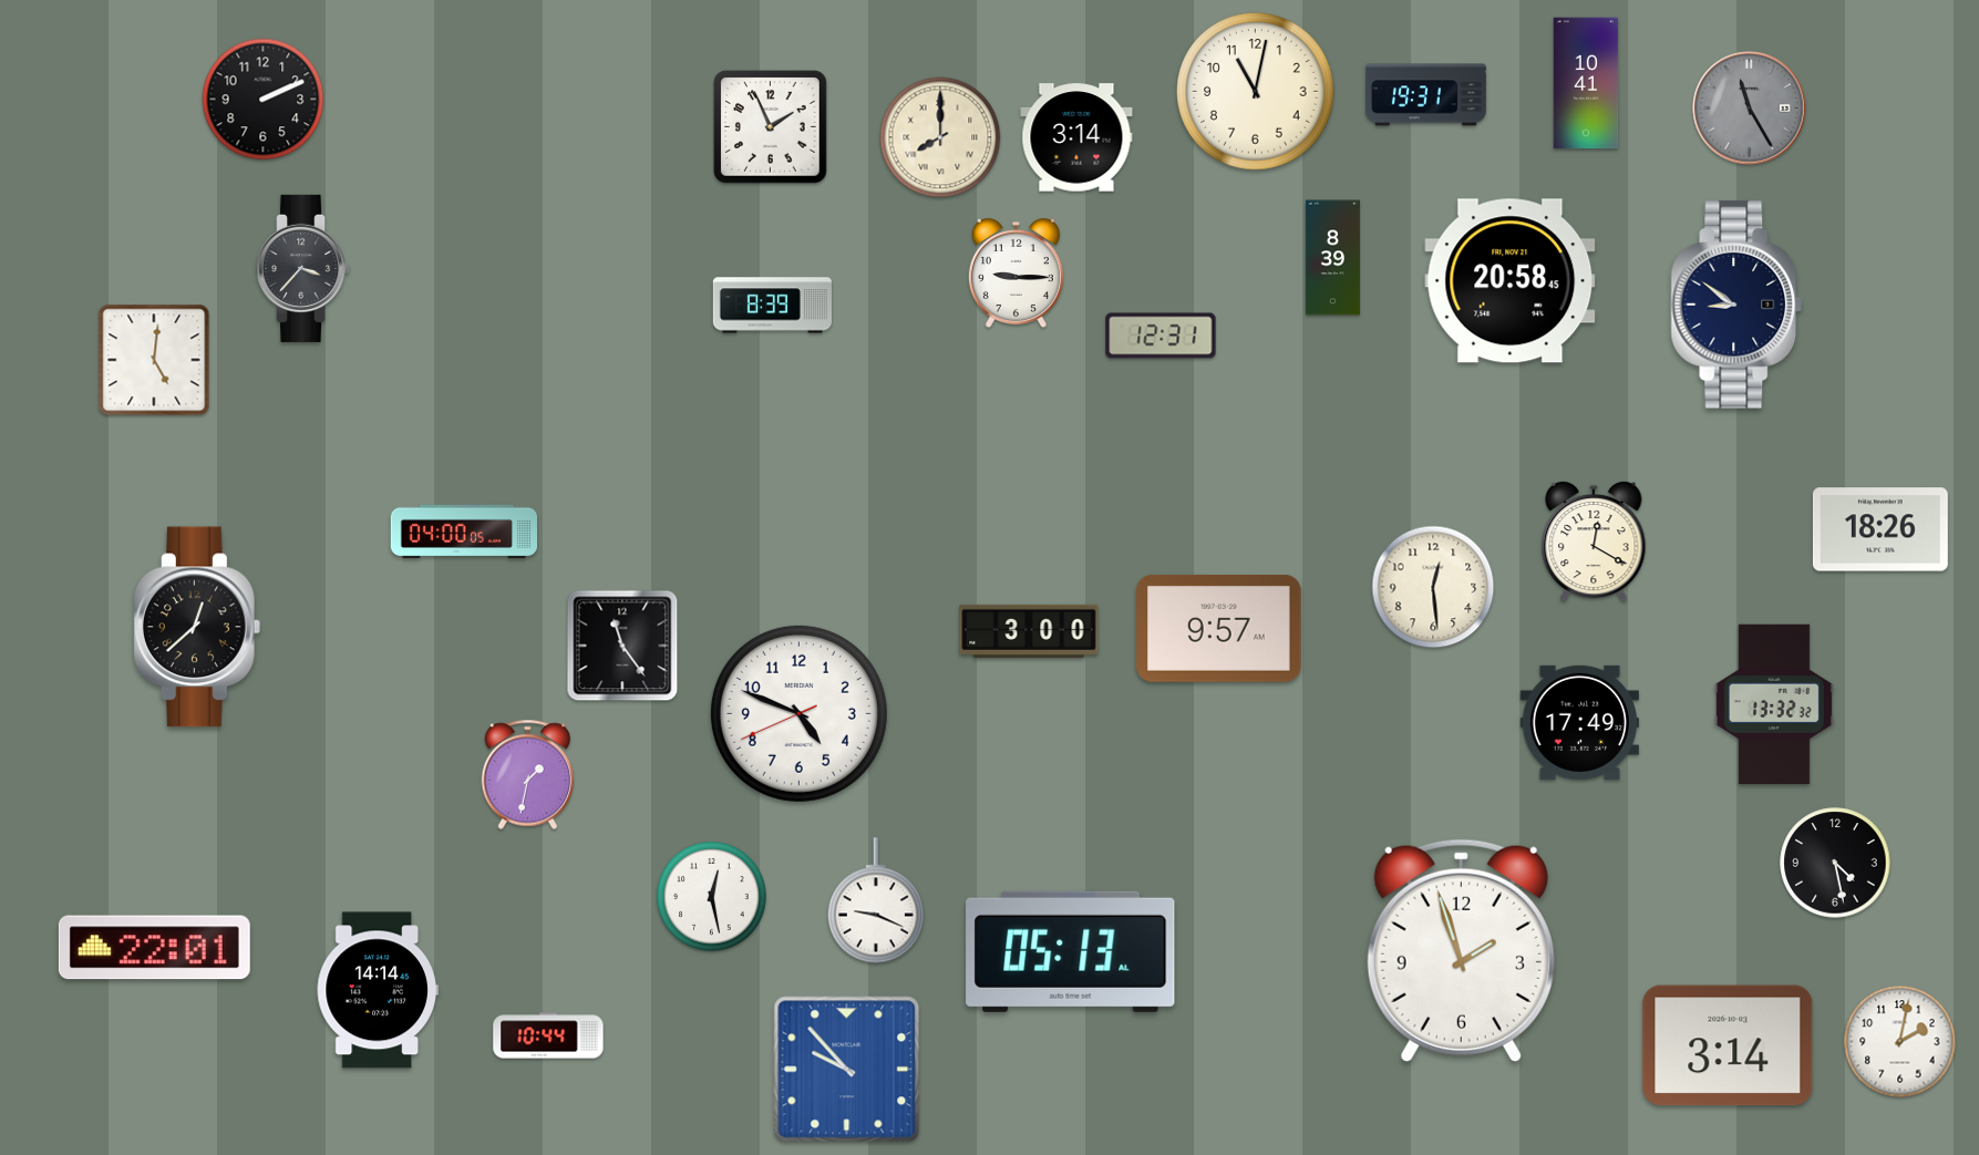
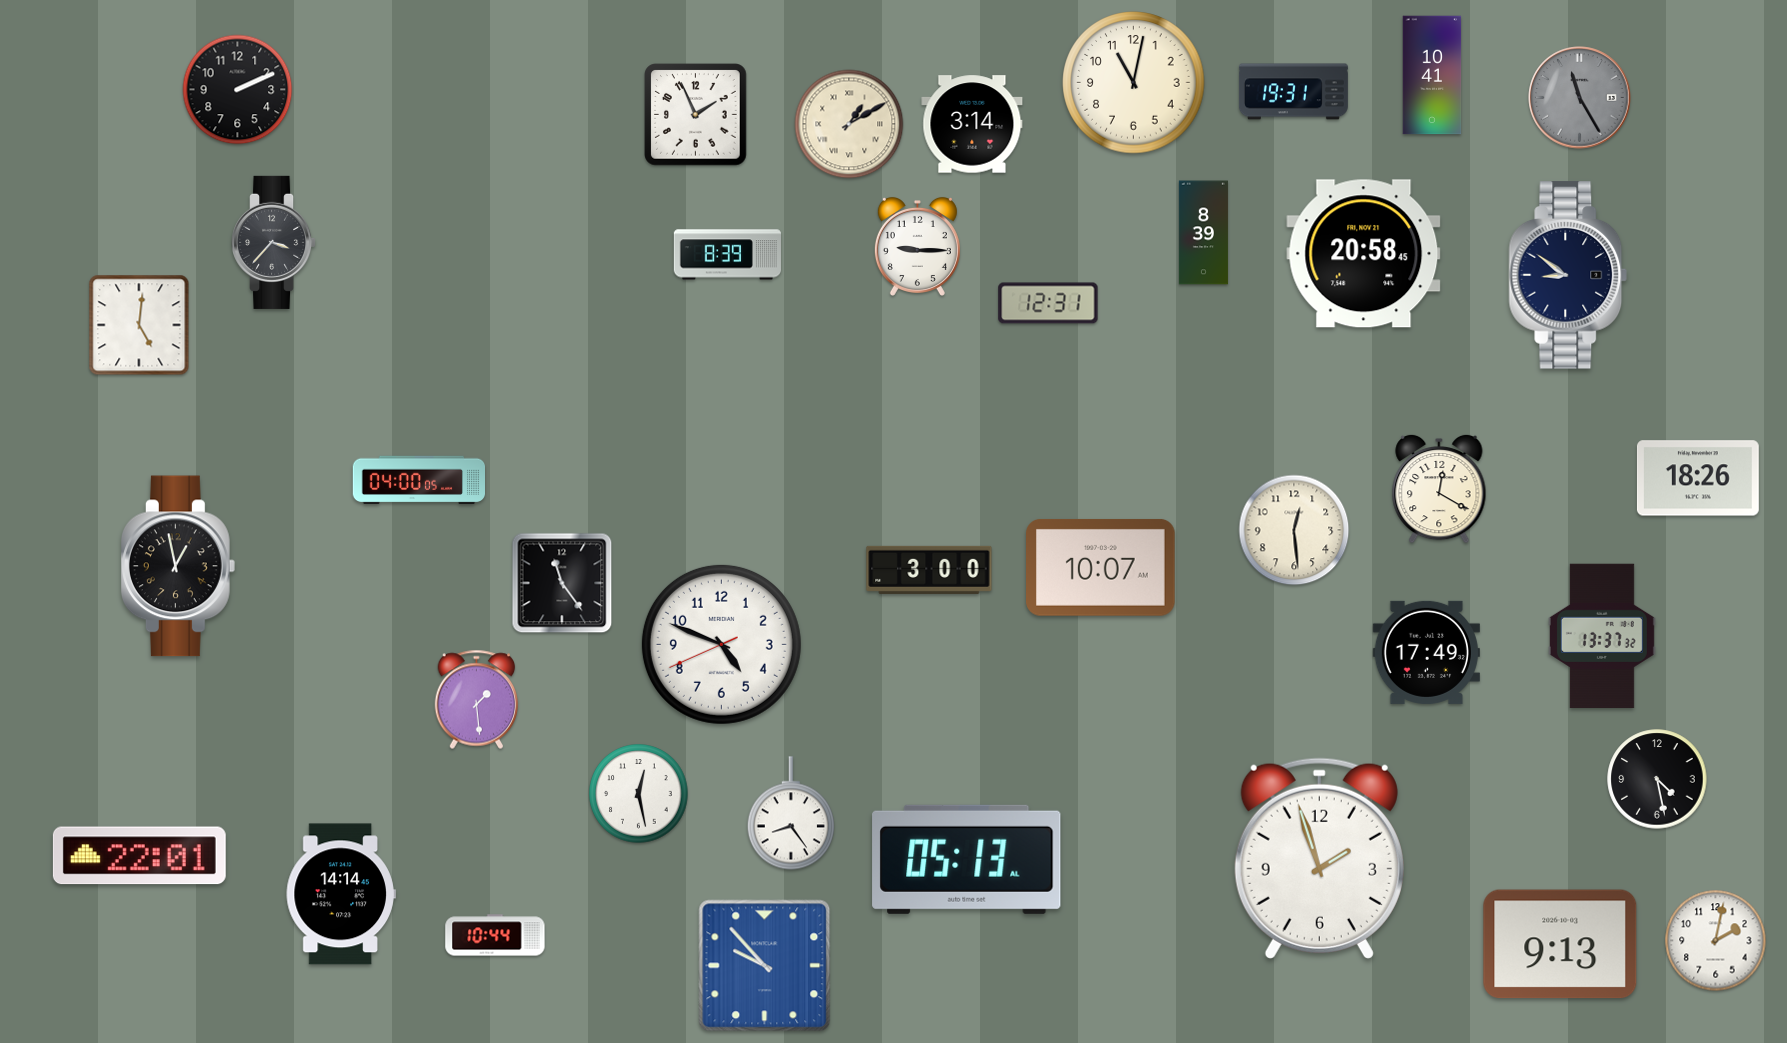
clock at (1425, 95) position: (1425, 95) -> (1293, 92)
clock at (940, 137): 8:00 -> 1:10
clock at (772, 306) position: (772, 306) -> (727, 255)
clock at (197, 627): 12:38 -> 12:58
clock at (1219, 628): 9:57 -> 10:07
clock at (1774, 704): 13:32 -> 13:37
clock at (528, 775): 1:32 -> 1:29
clock at (712, 897) position: (712, 897) -> (639, 794)
clock at (876, 900): 9:19 -> 8:24
clock at (1728, 1045): 3:14 -> 9:13
